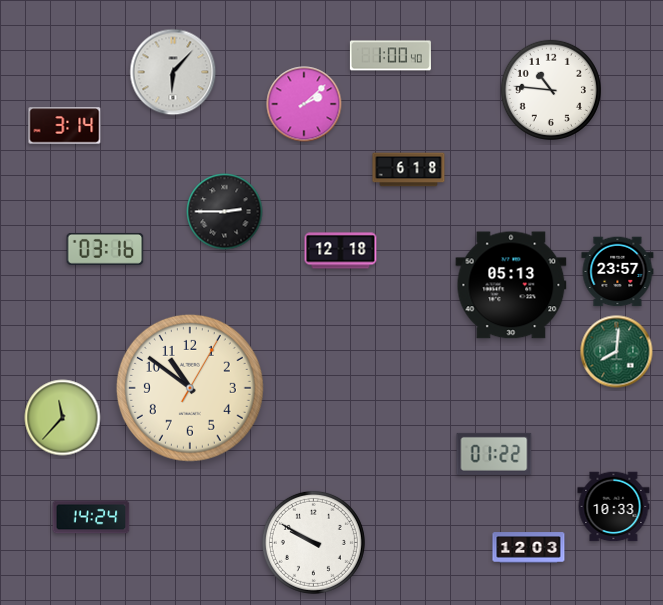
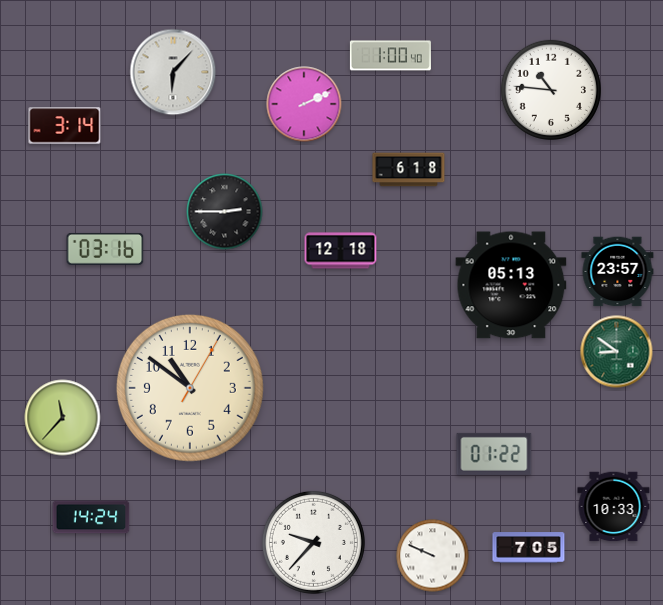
clock at (304, 104): 2:08 -> 2:11
clock at (617, 352): 8:01 -> 8:51
clock at (313, 542): 9:50 -> 9:37
clock at (529, 548): 12:03 -> 7:05
clock at (433, 556): none -> 9:49
